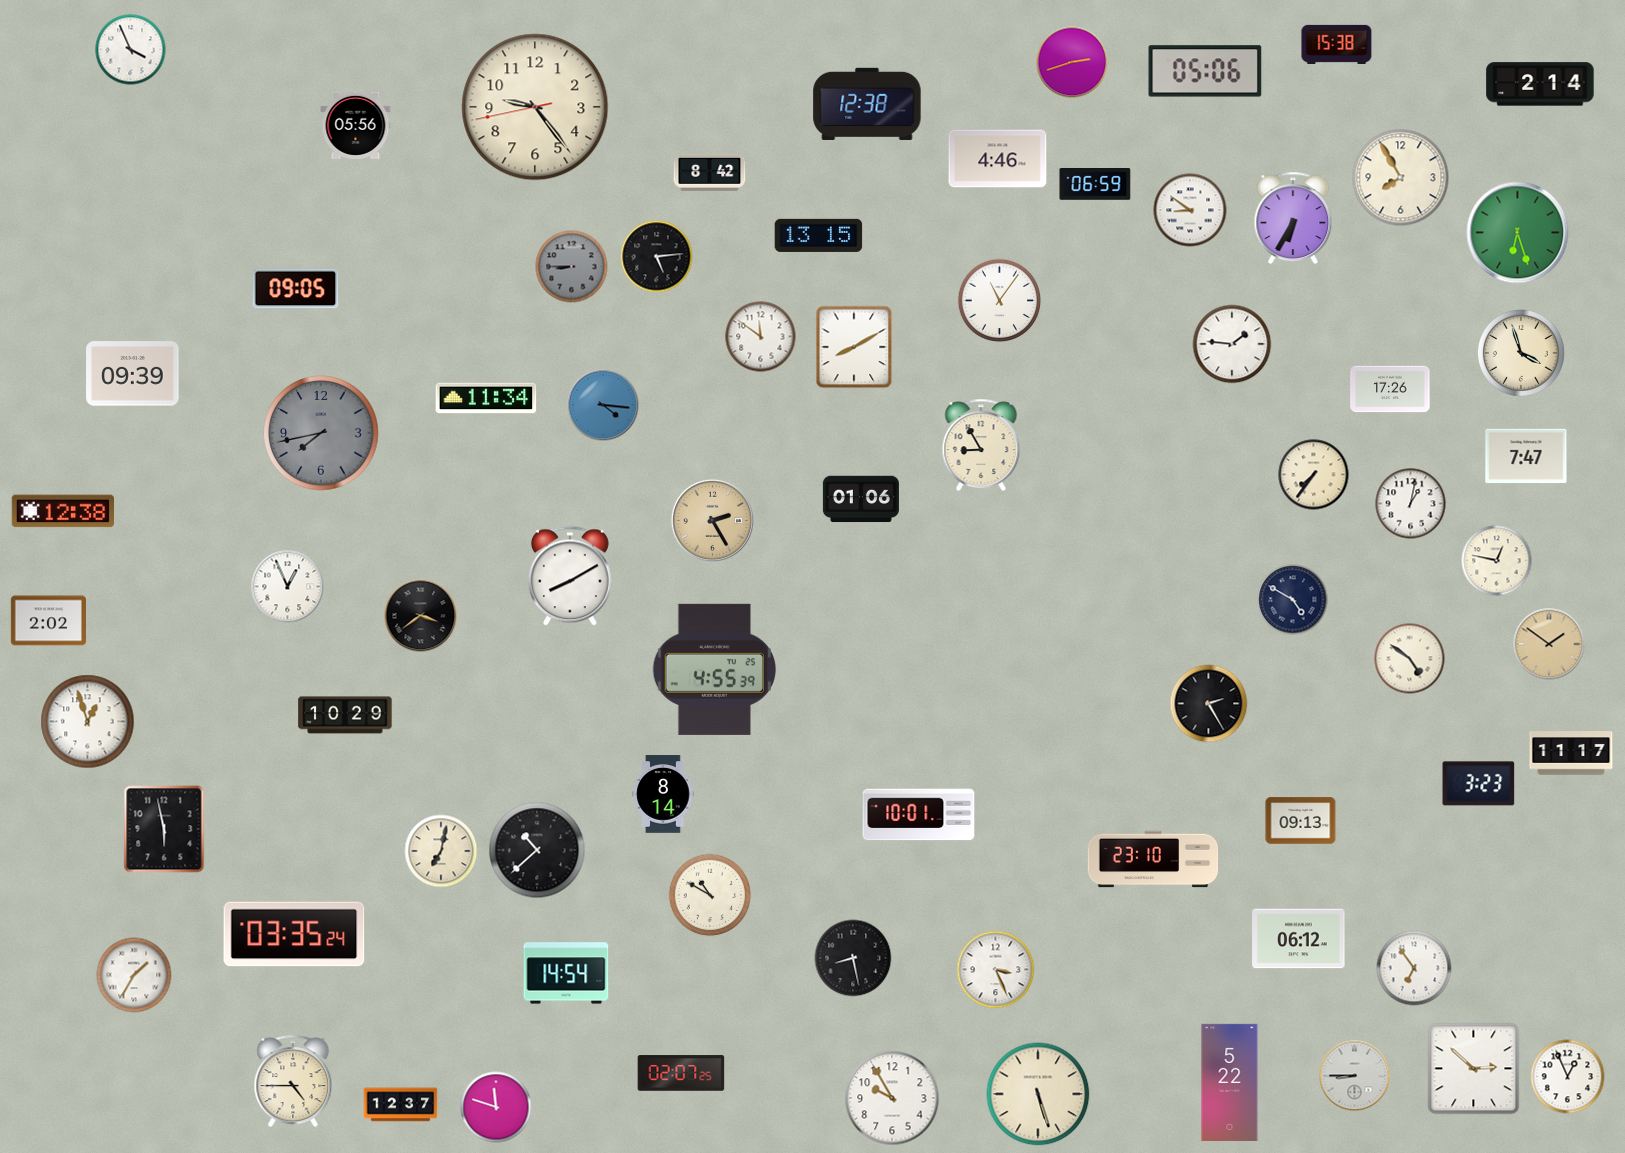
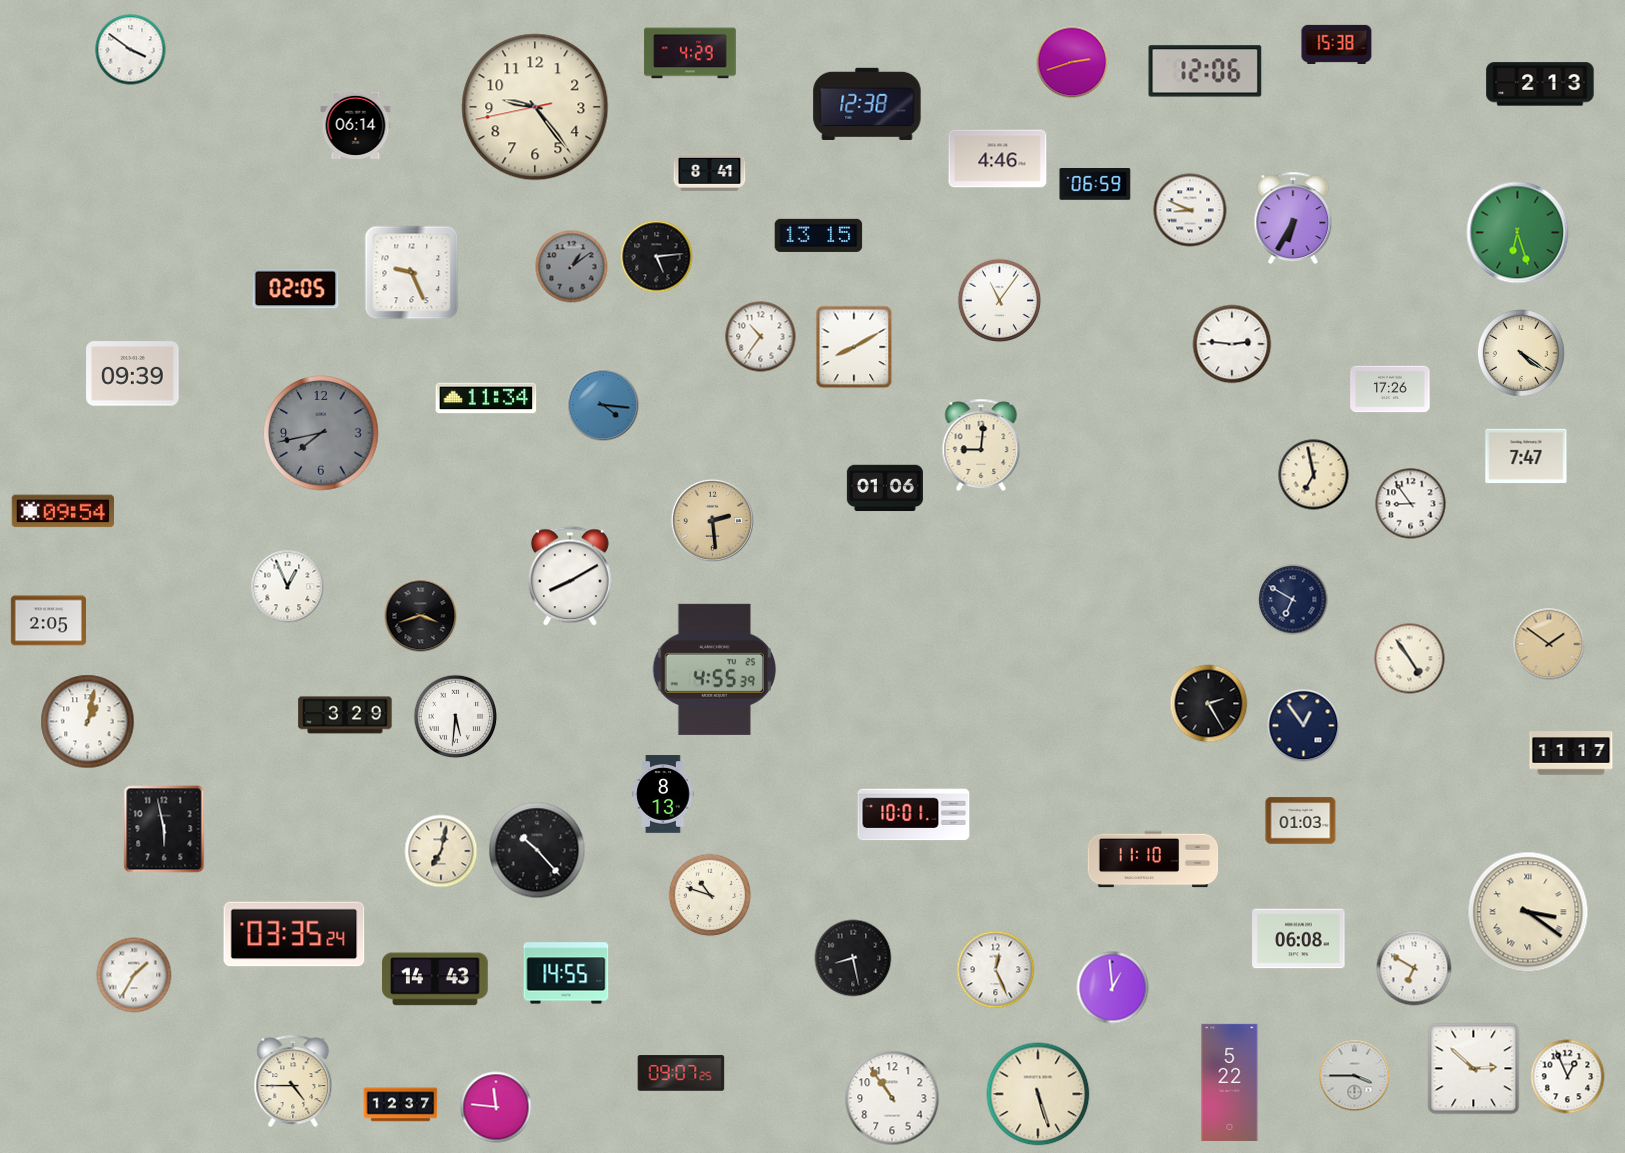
clock at (131, 50): 3:56 -> 3:51
clock at (690, 53): none -> 4:29
clock at (1205, 71): 05:06 -> 12:06
clock at (1540, 84): 2:14 -> 2:13
clock at (356, 125): 05:56 -> 06:14
clock at (710, 172): 8:42 -> 8:41
clock at (1401, 178): 7:55 -> none
clock at (1190, 210): 8:51 -> 8:49
clock at (572, 267): 8:45 -> 1:09
clock at (412, 273): none -> 9:26
clock at (296, 289): 09:05 -> 02:05
clock at (761, 337): 11:51 -> 10:36
clock at (1232, 344): 1:46 -> 2:46
clock at (1521, 353): 3:57 -> 4:21
clock at (981, 445): 8:55 -> 9:01
clock at (1314, 475): 7:36 -> 6:58
clock at (861, 499) position: (861, 499) -> (885, 488)
clock at (1411, 504): 1:02 -> 8:54
clock at (62, 511): 12:38 -> 09:54
clock at (712, 520): 2:25 -> 2:29
clock at (1497, 561): 12:47 -> none
clock at (1293, 600): 4:50 -> 6:50
clock at (421, 616): 3:39 -> 3:42
clock at (48, 621): 2:02 -> 2:05
clock at (1410, 659): 4:51 -> 4:54
clock at (345, 715): 10:29 -> 3:29
clock at (456, 717): none -> 5:31
clock at (88, 722): 12:57 -> 1:02
clock at (1304, 726): none -> 12:54
clock at (1479, 784): 3:23 -> none
clock at (663, 794): 8:14 -> 8:13
clock at (919, 815) position: (919, 815) -> (914, 815)
clock at (1301, 821): 09:13 -> 01:03
clock at (537, 850): 10:38 -> 10:23
clock at (1153, 859): 23:10 -> 11:10
clock at (710, 895): 10:50 -> 10:48
clock at (1528, 912): none -> 3:21
clock at (1299, 939): 06:12 -> 06:08
clock at (1414, 968): 6:54 -> 6:50
clock at (996, 970): 3:26 -> 12:26
clock at (566, 973): 14:54 -> 14:55
clock at (436, 979): none -> 14:43
clock at (1113, 988): none -> 12:59
clock at (681, 1073): 02:07 -> 09:07
clock at (1355, 1076): 8:45 -> 3:45
clock at (892, 1098): 9:55 -> 10:54
clock at (496, 1107): 11:48 -> 11:46
